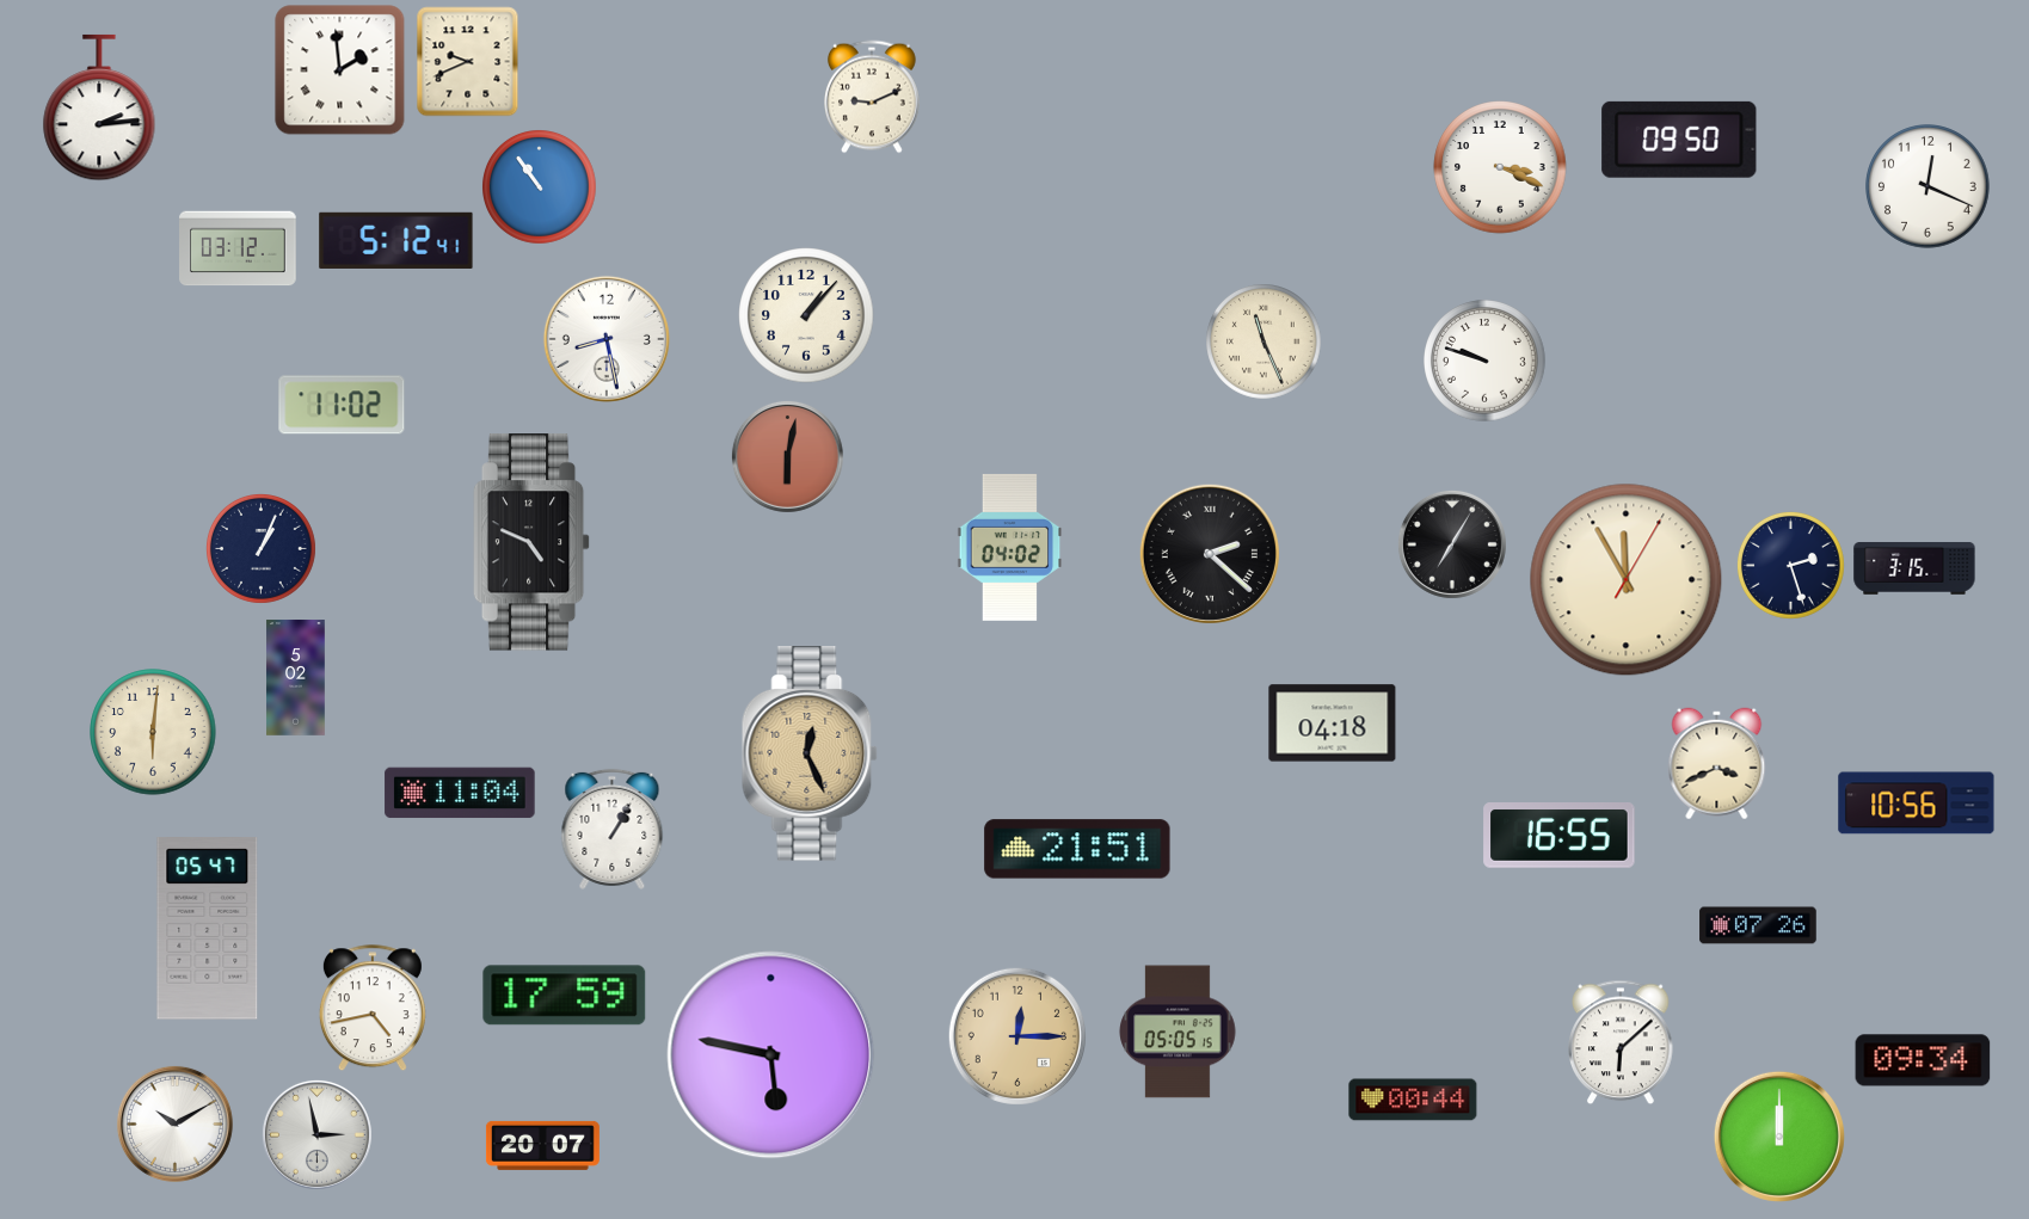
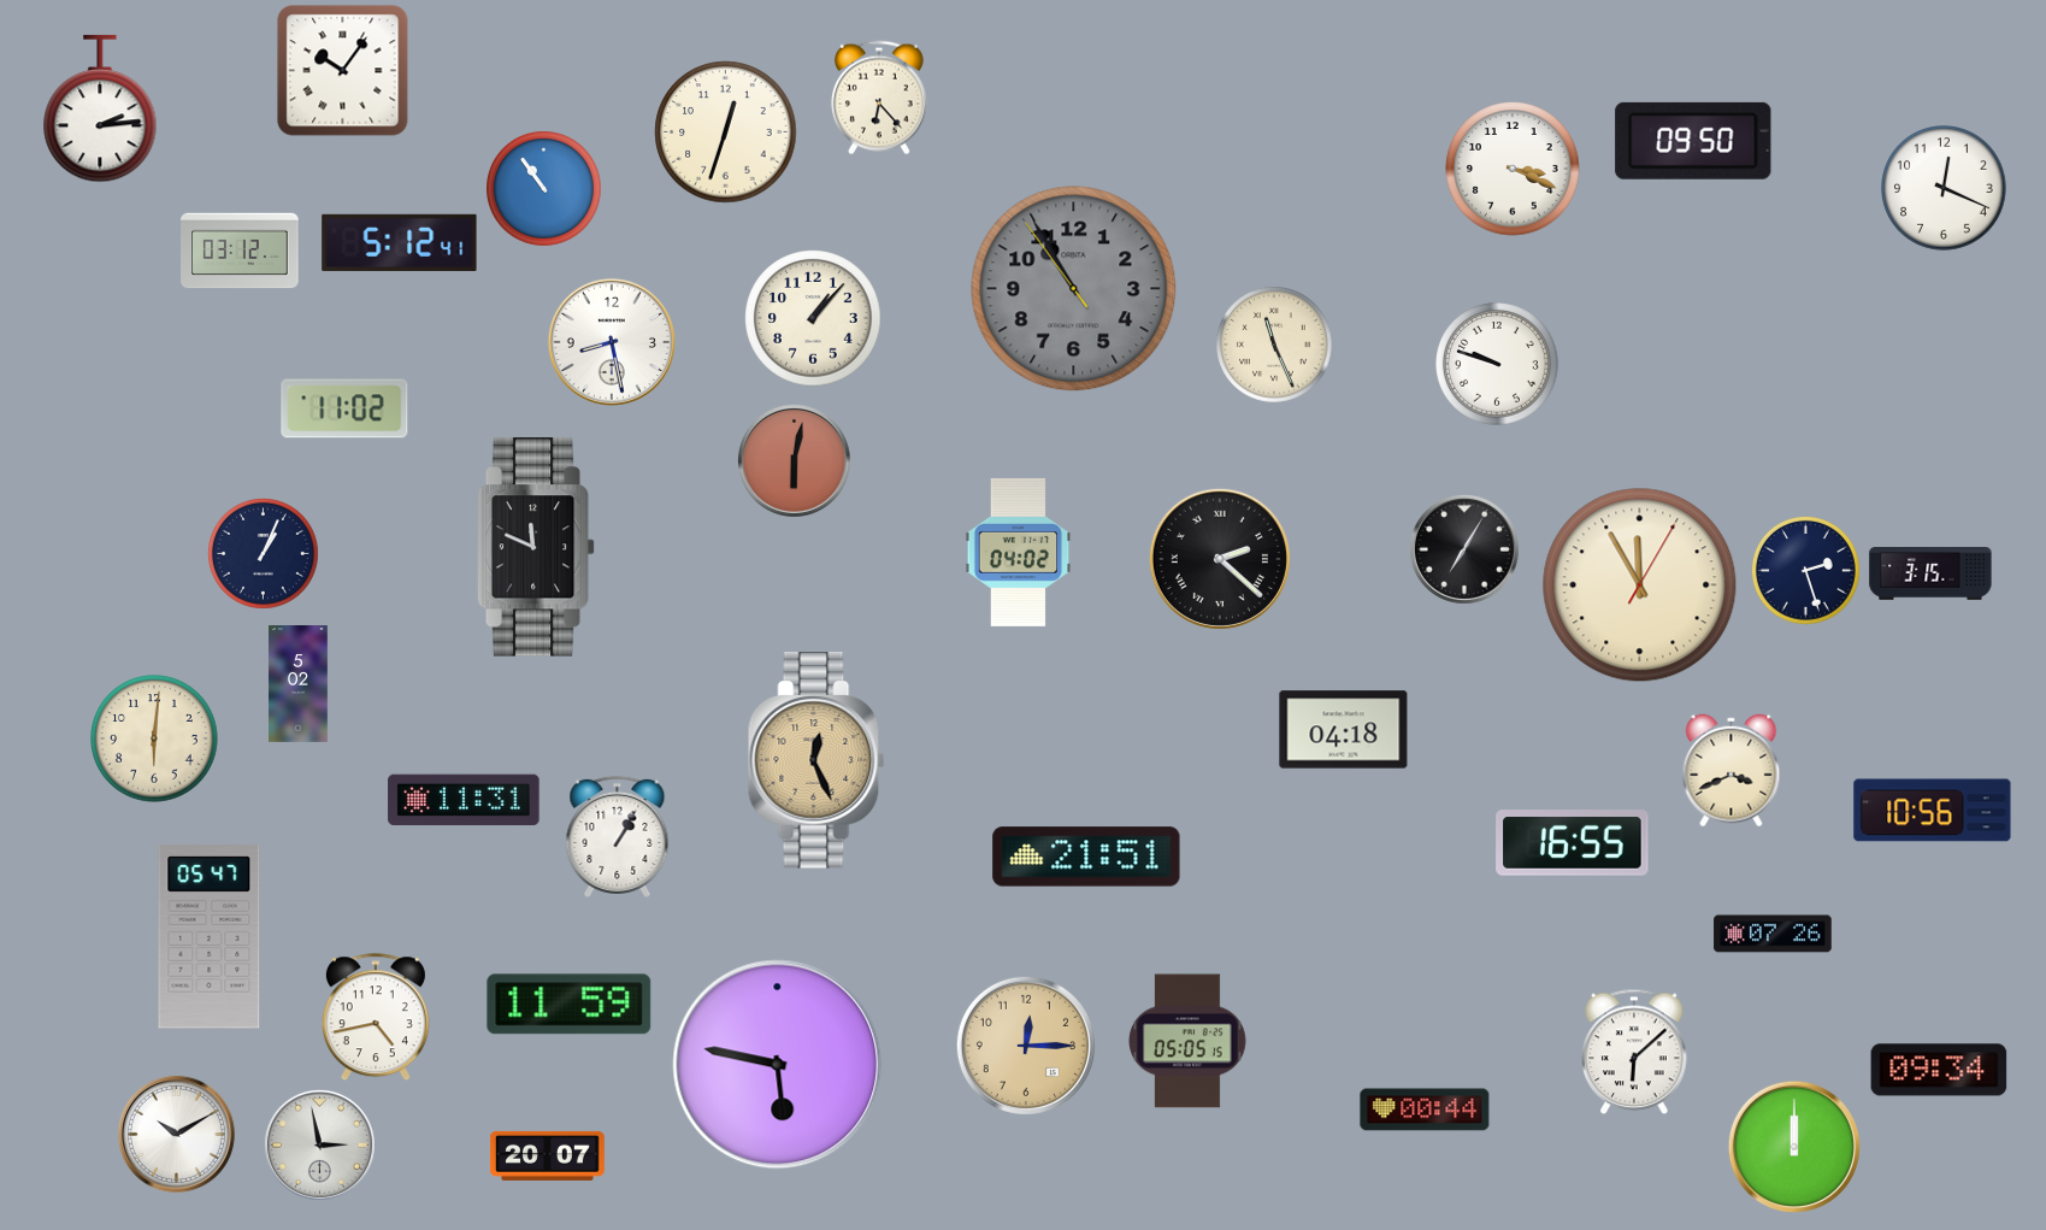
clock at (468, 62): 9:41 -> none
clock at (340, 70): 1:59 -> 10:06
clock at (873, 97): 9:11 -> 6:23
clock at (726, 133): none -> 12:33
clock at (1074, 289): none -> 10:54
clock at (531, 542): 4:49 -> 11:49
clock at (460, 793): 11:04 -> 11:31
clock at (565, 996): 17:59 -> 11:59
